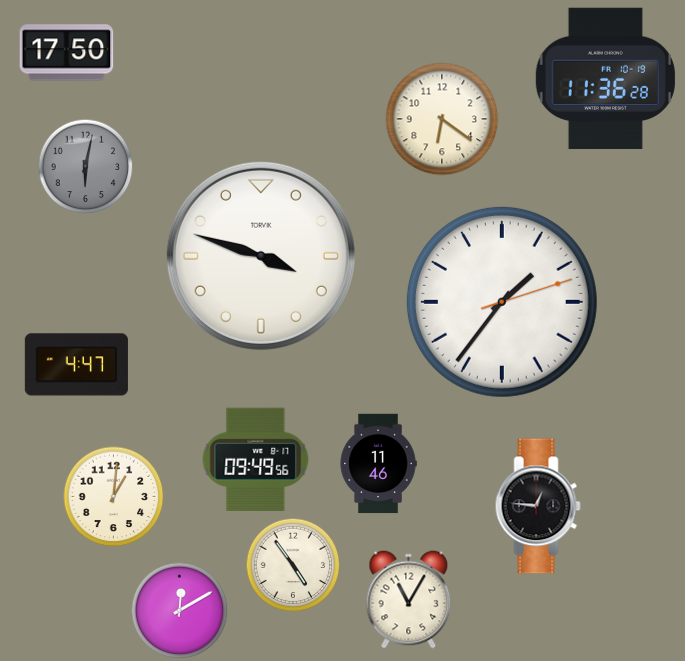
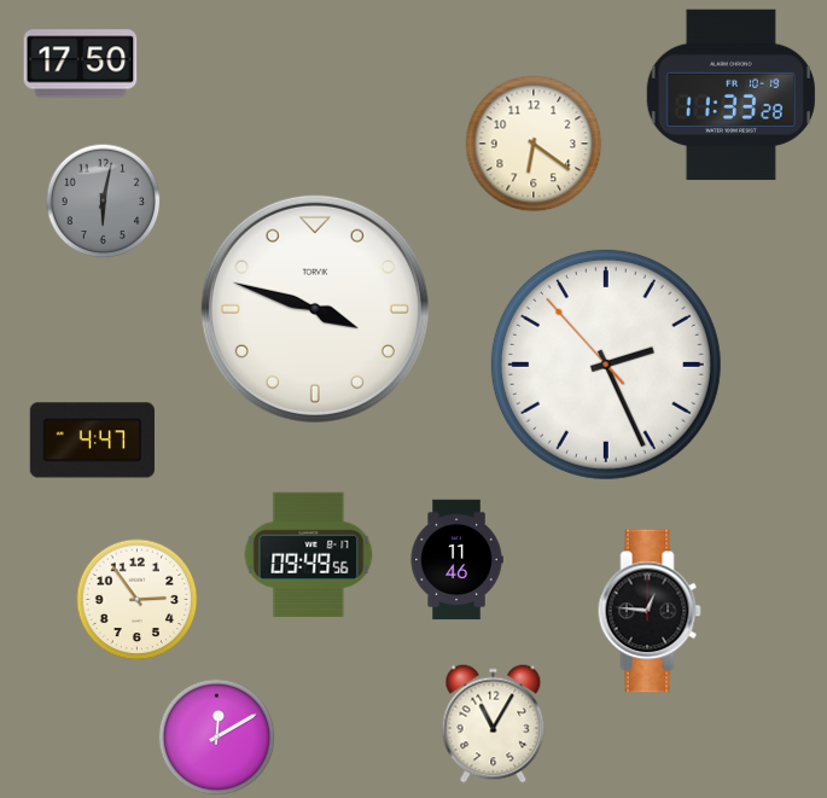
clock at (605, 79): 11:36 -> 11:33
clock at (502, 302): 1:36 -> 2:25
clock at (114, 497): 1:01 -> 2:54
clock at (293, 565): 4:54 -> none
